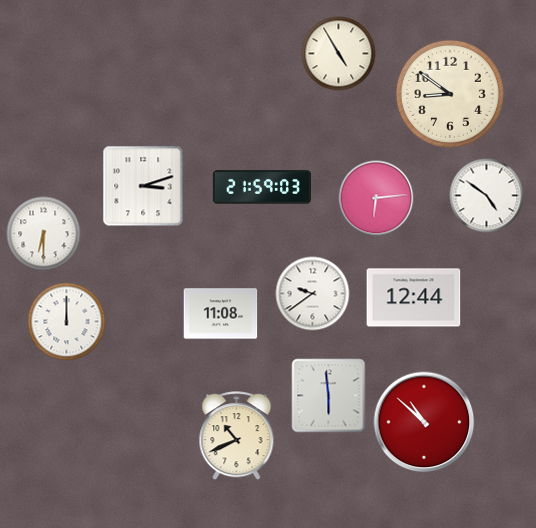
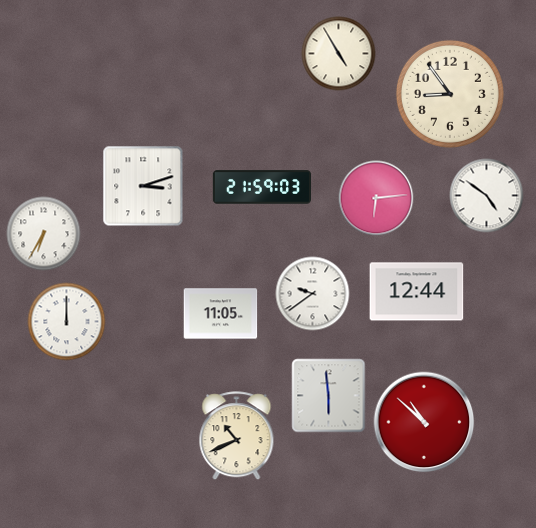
clock at (450, 94): 8:51 -> 8:54
clock at (44, 234): 6:30 -> 6:35
clock at (414, 298) position: (414, 298) -> (417, 292)
clock at (221, 314): 11:08 -> 11:05
